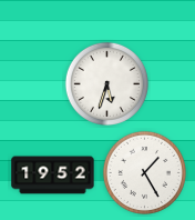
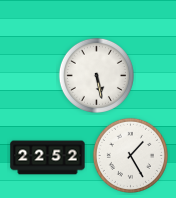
clock at (106, 83): 5:33 -> 5:28
clock at (53, 176): 19:52 -> 22:52
